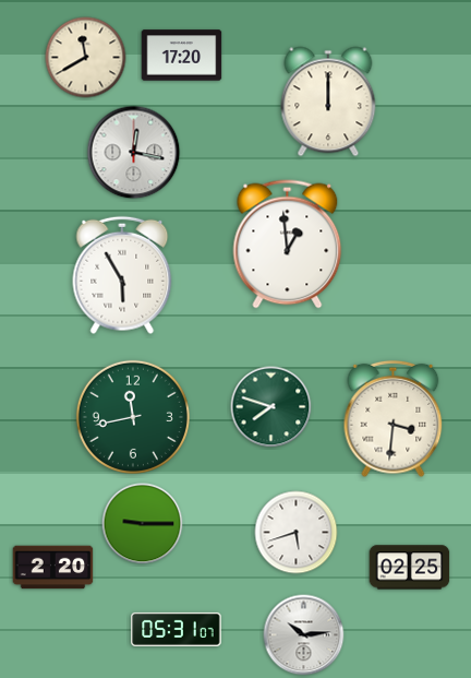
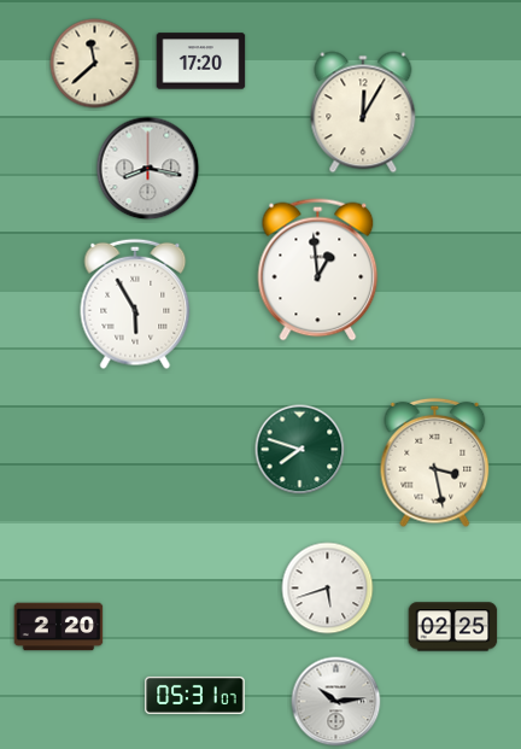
clock at (86, 58): 11:40 -> 11:38
clock at (328, 102): 12:00 -> 12:05
clock at (134, 153): 12:17 -> 8:17
clock at (133, 417): 11:43 -> none
clock at (394, 419): 3:31 -> 3:28
clock at (143, 524): 9:15 -> none
